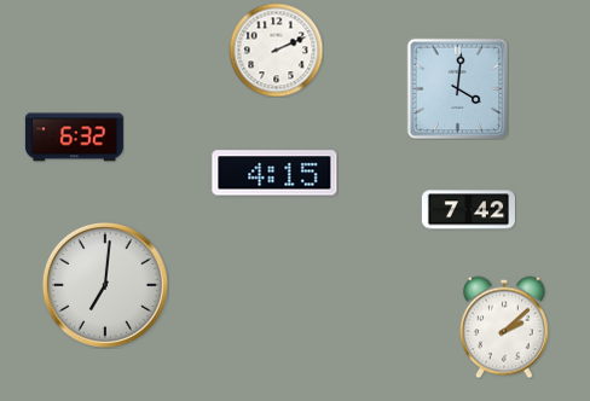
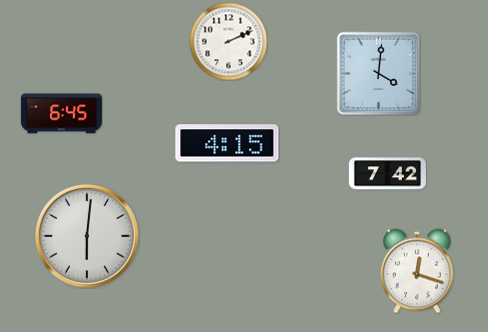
clock at (74, 138): 6:32 -> 6:45
clock at (105, 285): 7:01 -> 6:01
clock at (504, 327): 2:08 -> 12:18
